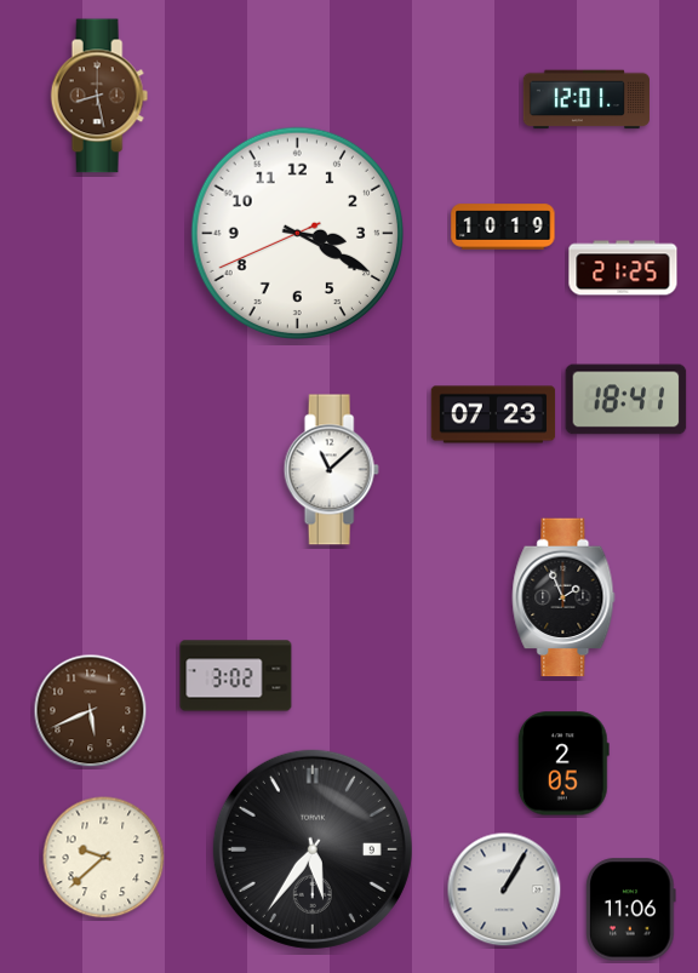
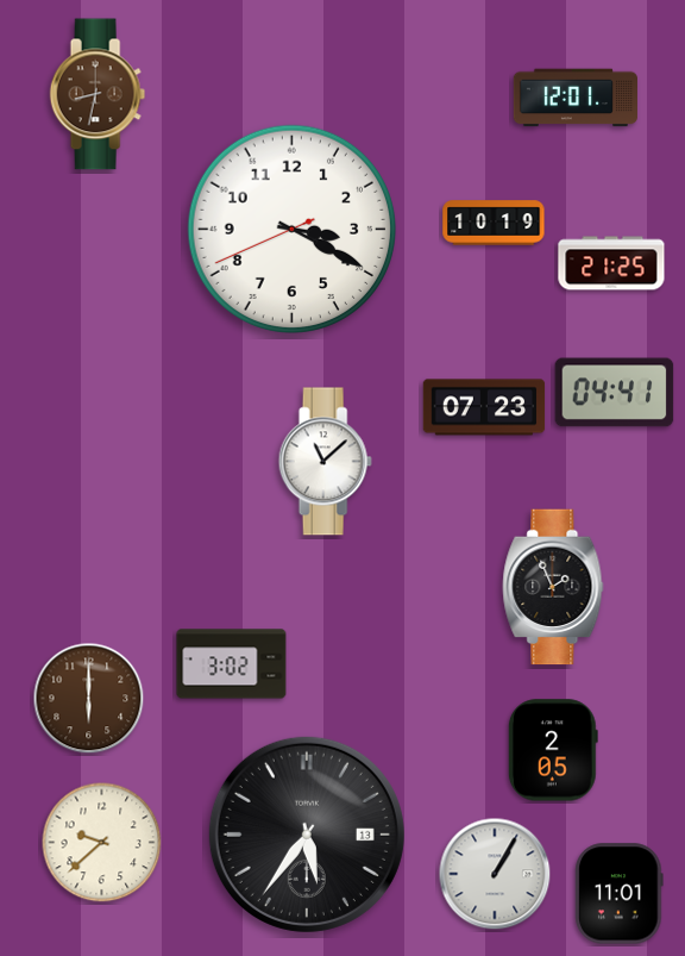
clock at (99, 96): 8:28 -> 8:32
clock at (627, 400): 18:41 -> 04:41
clock at (91, 711): 5:41 -> 6:00
clock at (313, 849) date: 9 -> 13
clock at (631, 910): 11:06 -> 11:01
